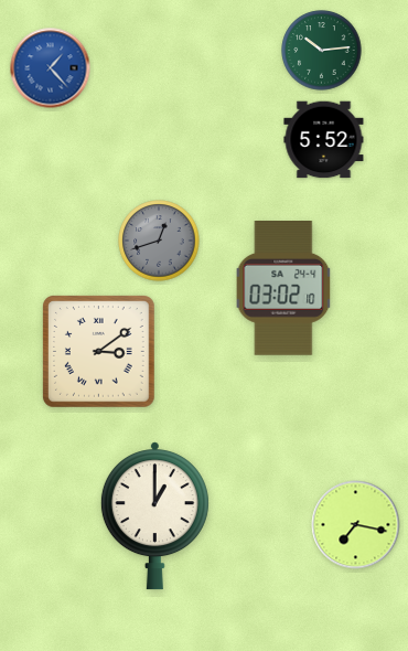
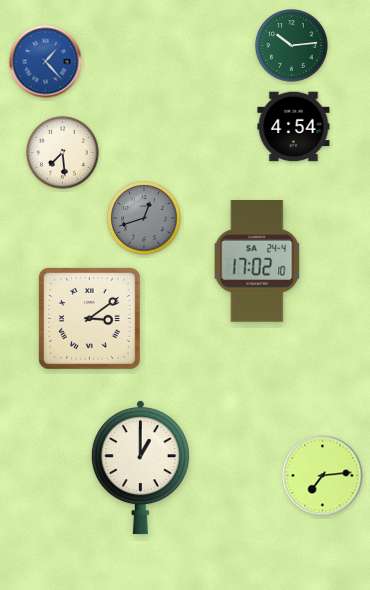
clock at (324, 140): 5:52 -> 4:54
clock at (63, 153): none -> 7:29
clock at (283, 289): 03:02 -> 17:02
clock at (356, 525): 7:17 -> 7:14
